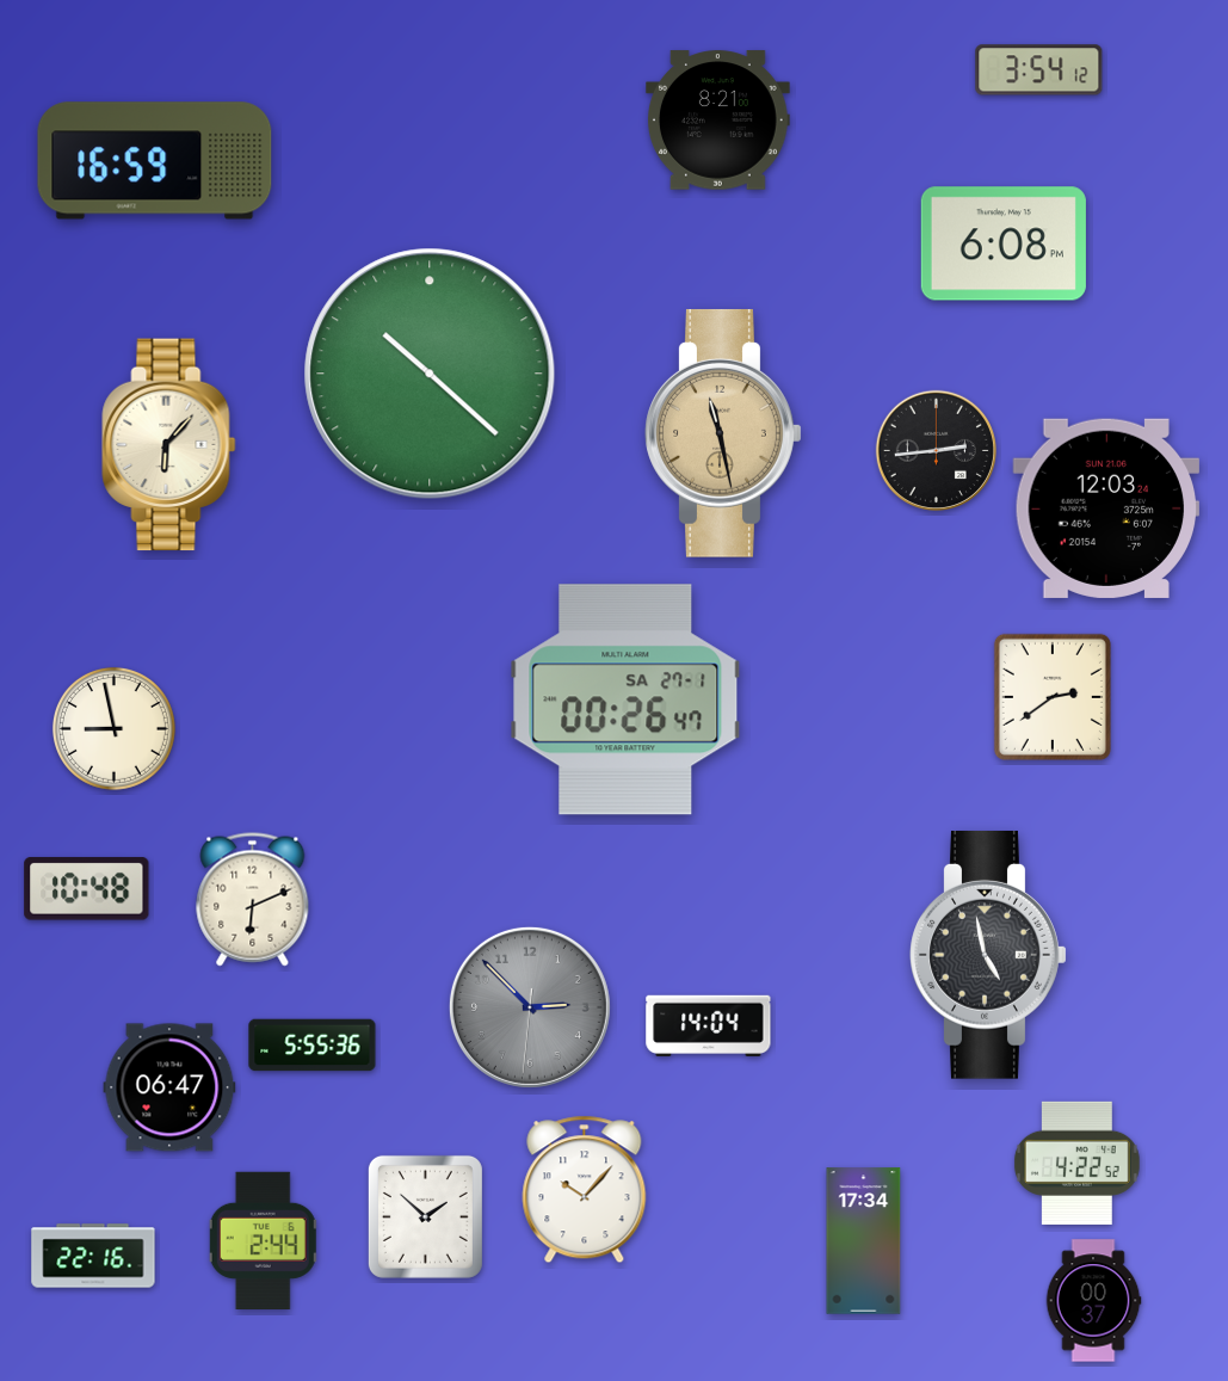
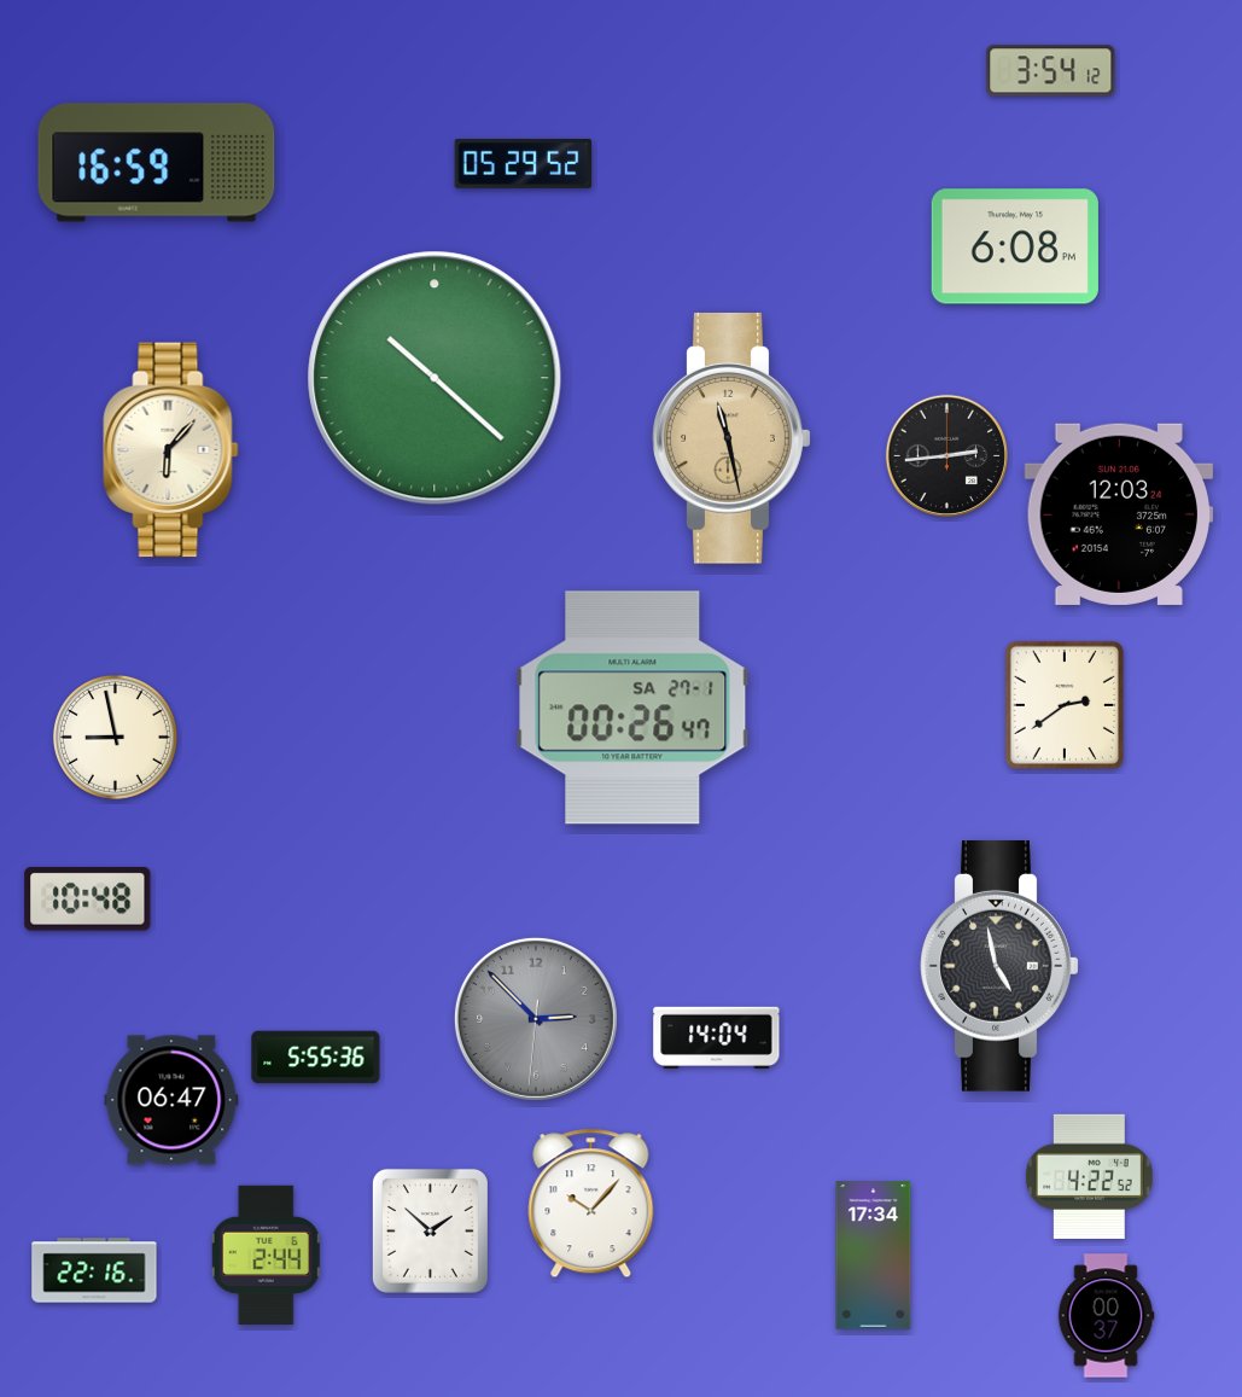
clock at (718, 121): 8:21 -> none
clock at (524, 163): none -> 05:29
clock at (253, 900): 6:11 -> none
